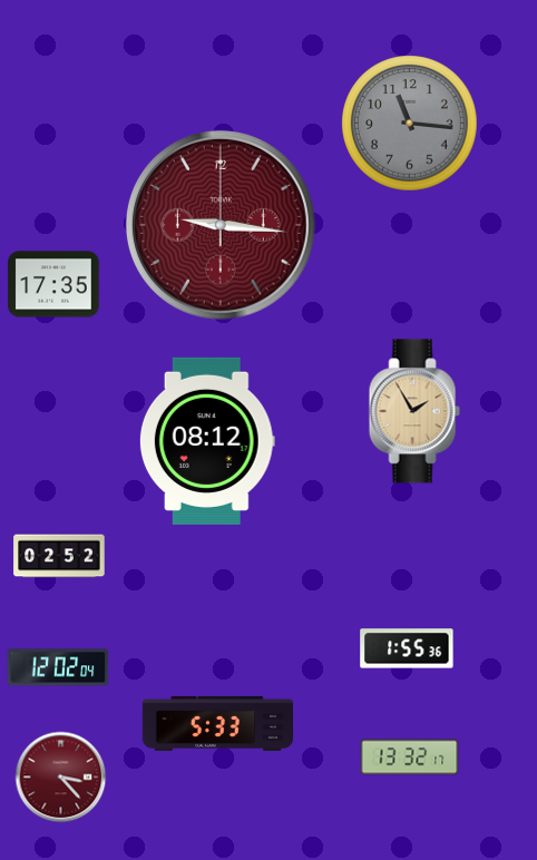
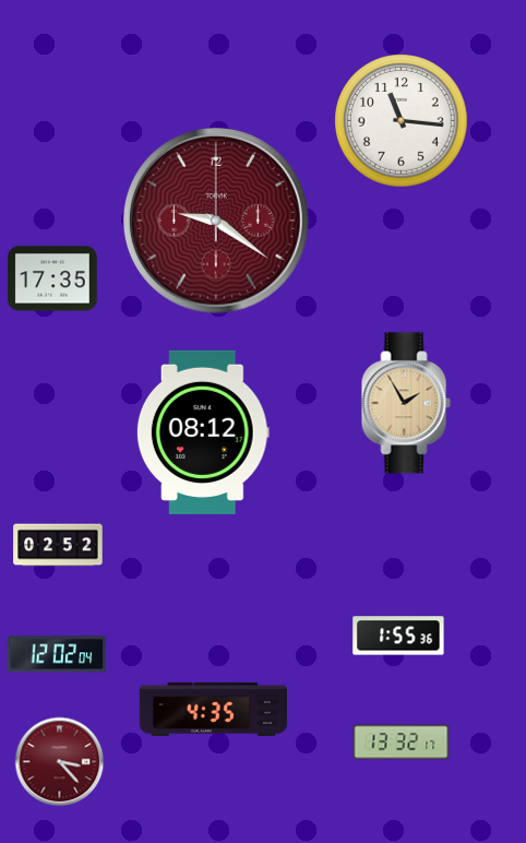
clock at (410, 124) dial: grey -> white
clock at (221, 225): 9:16 -> 9:21
clock at (217, 723): 5:33 -> 4:35
